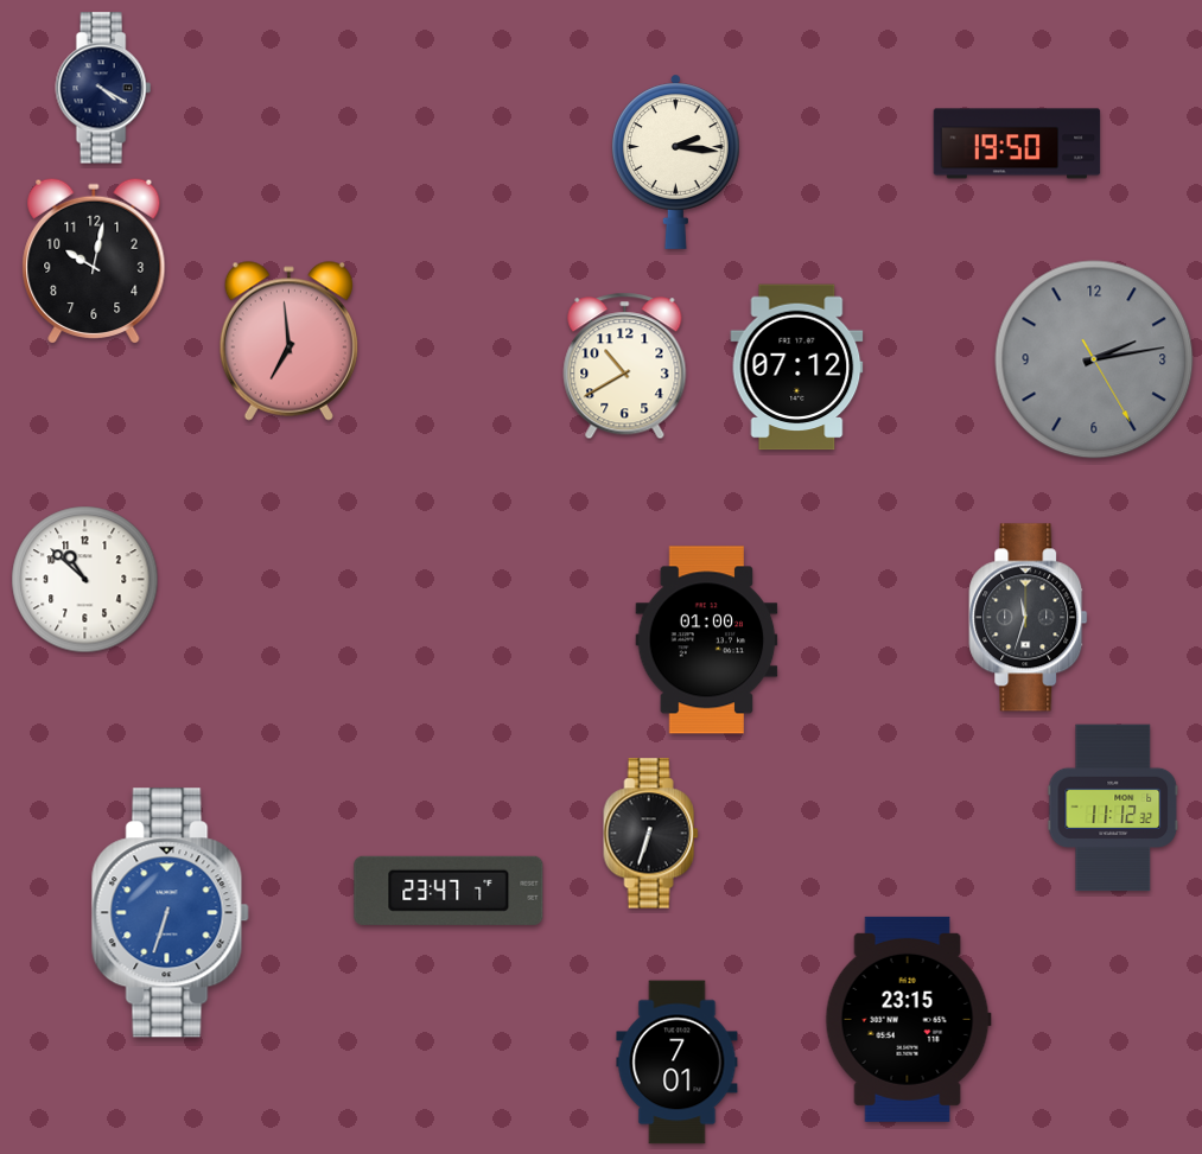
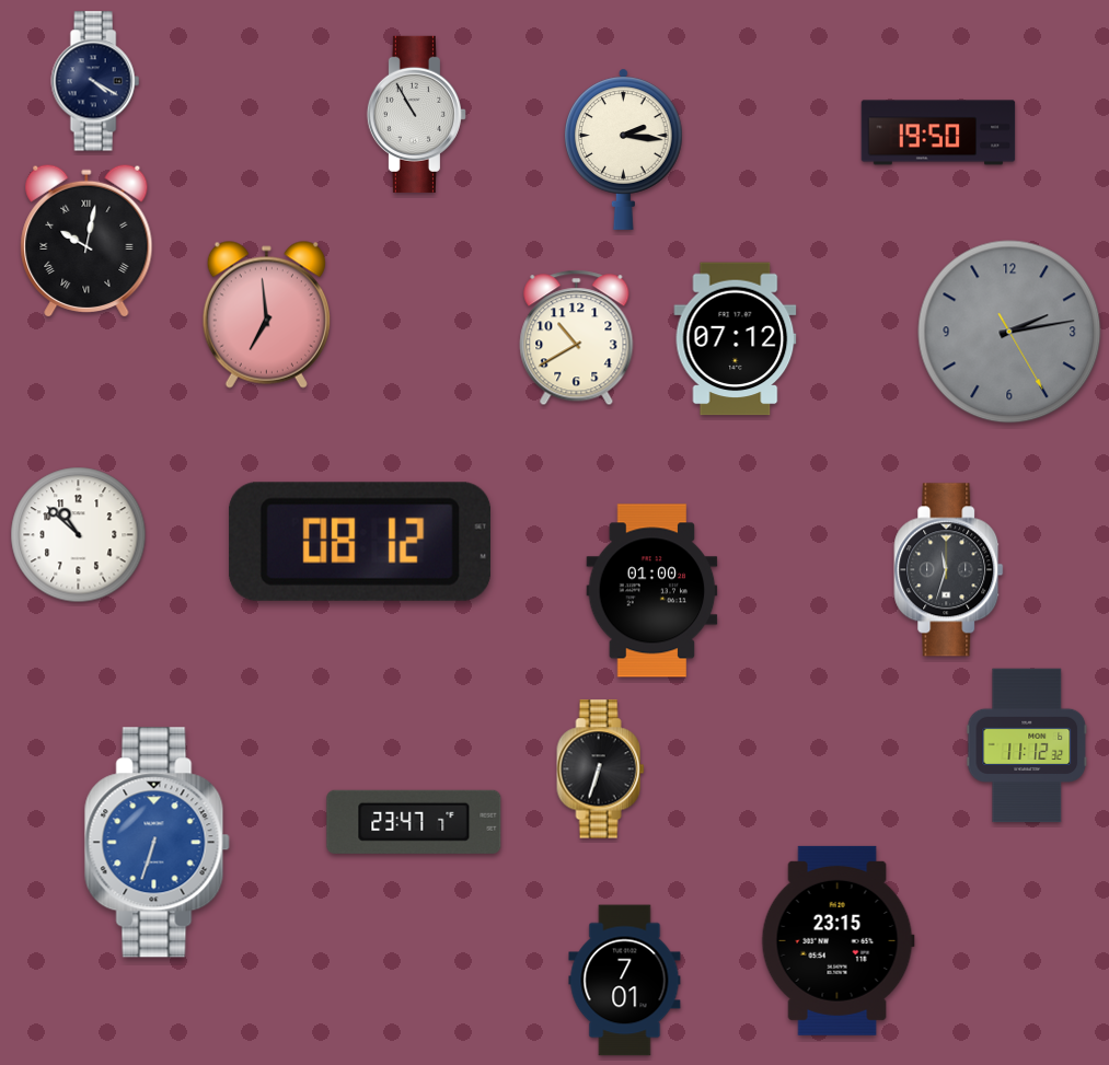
clock at (416, 114): none -> 10:55
clock at (94, 260) numerals: Arabic -> Roman
clock at (360, 542): none -> 08:12
